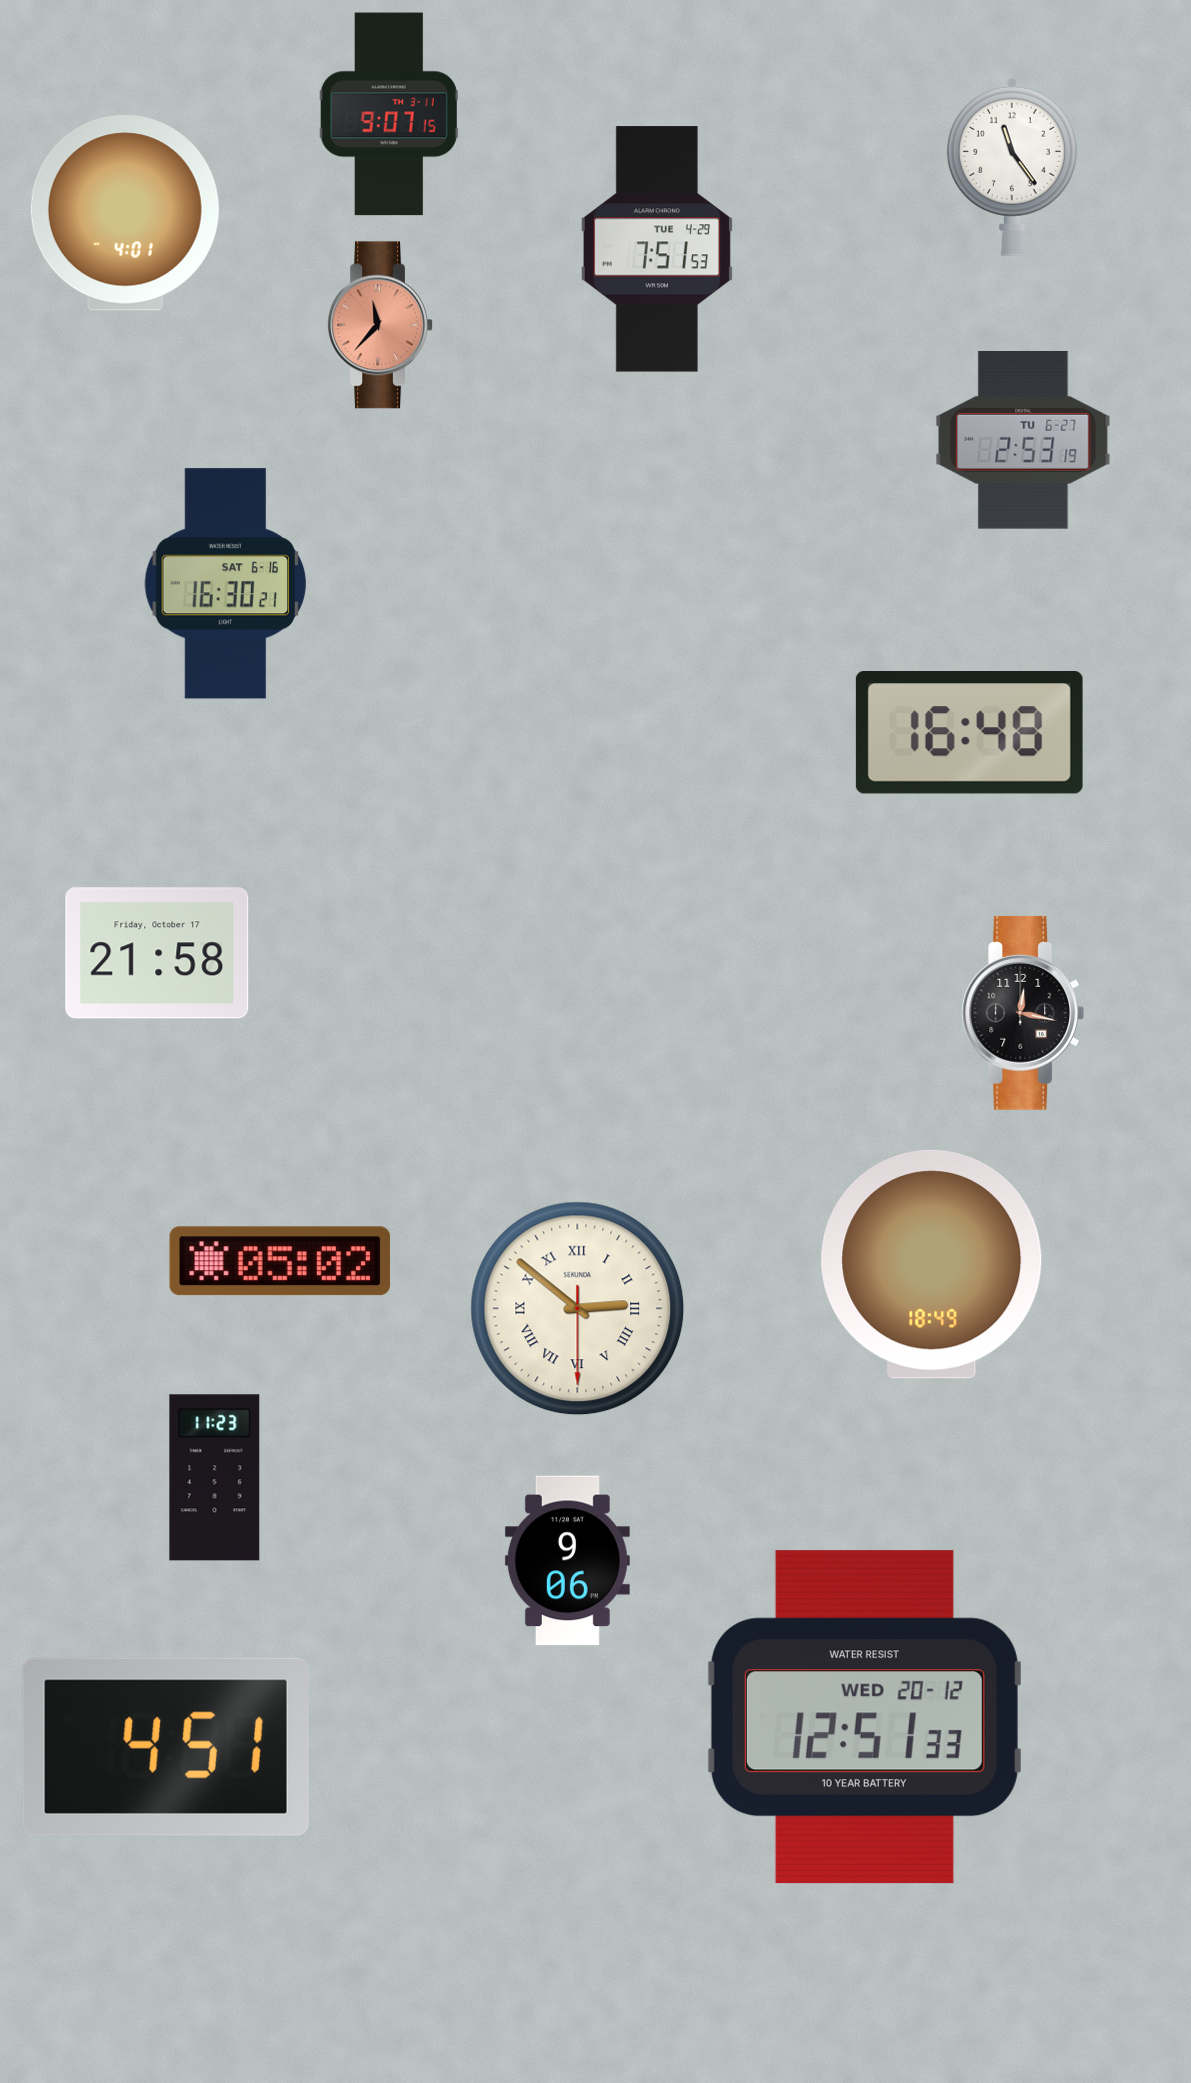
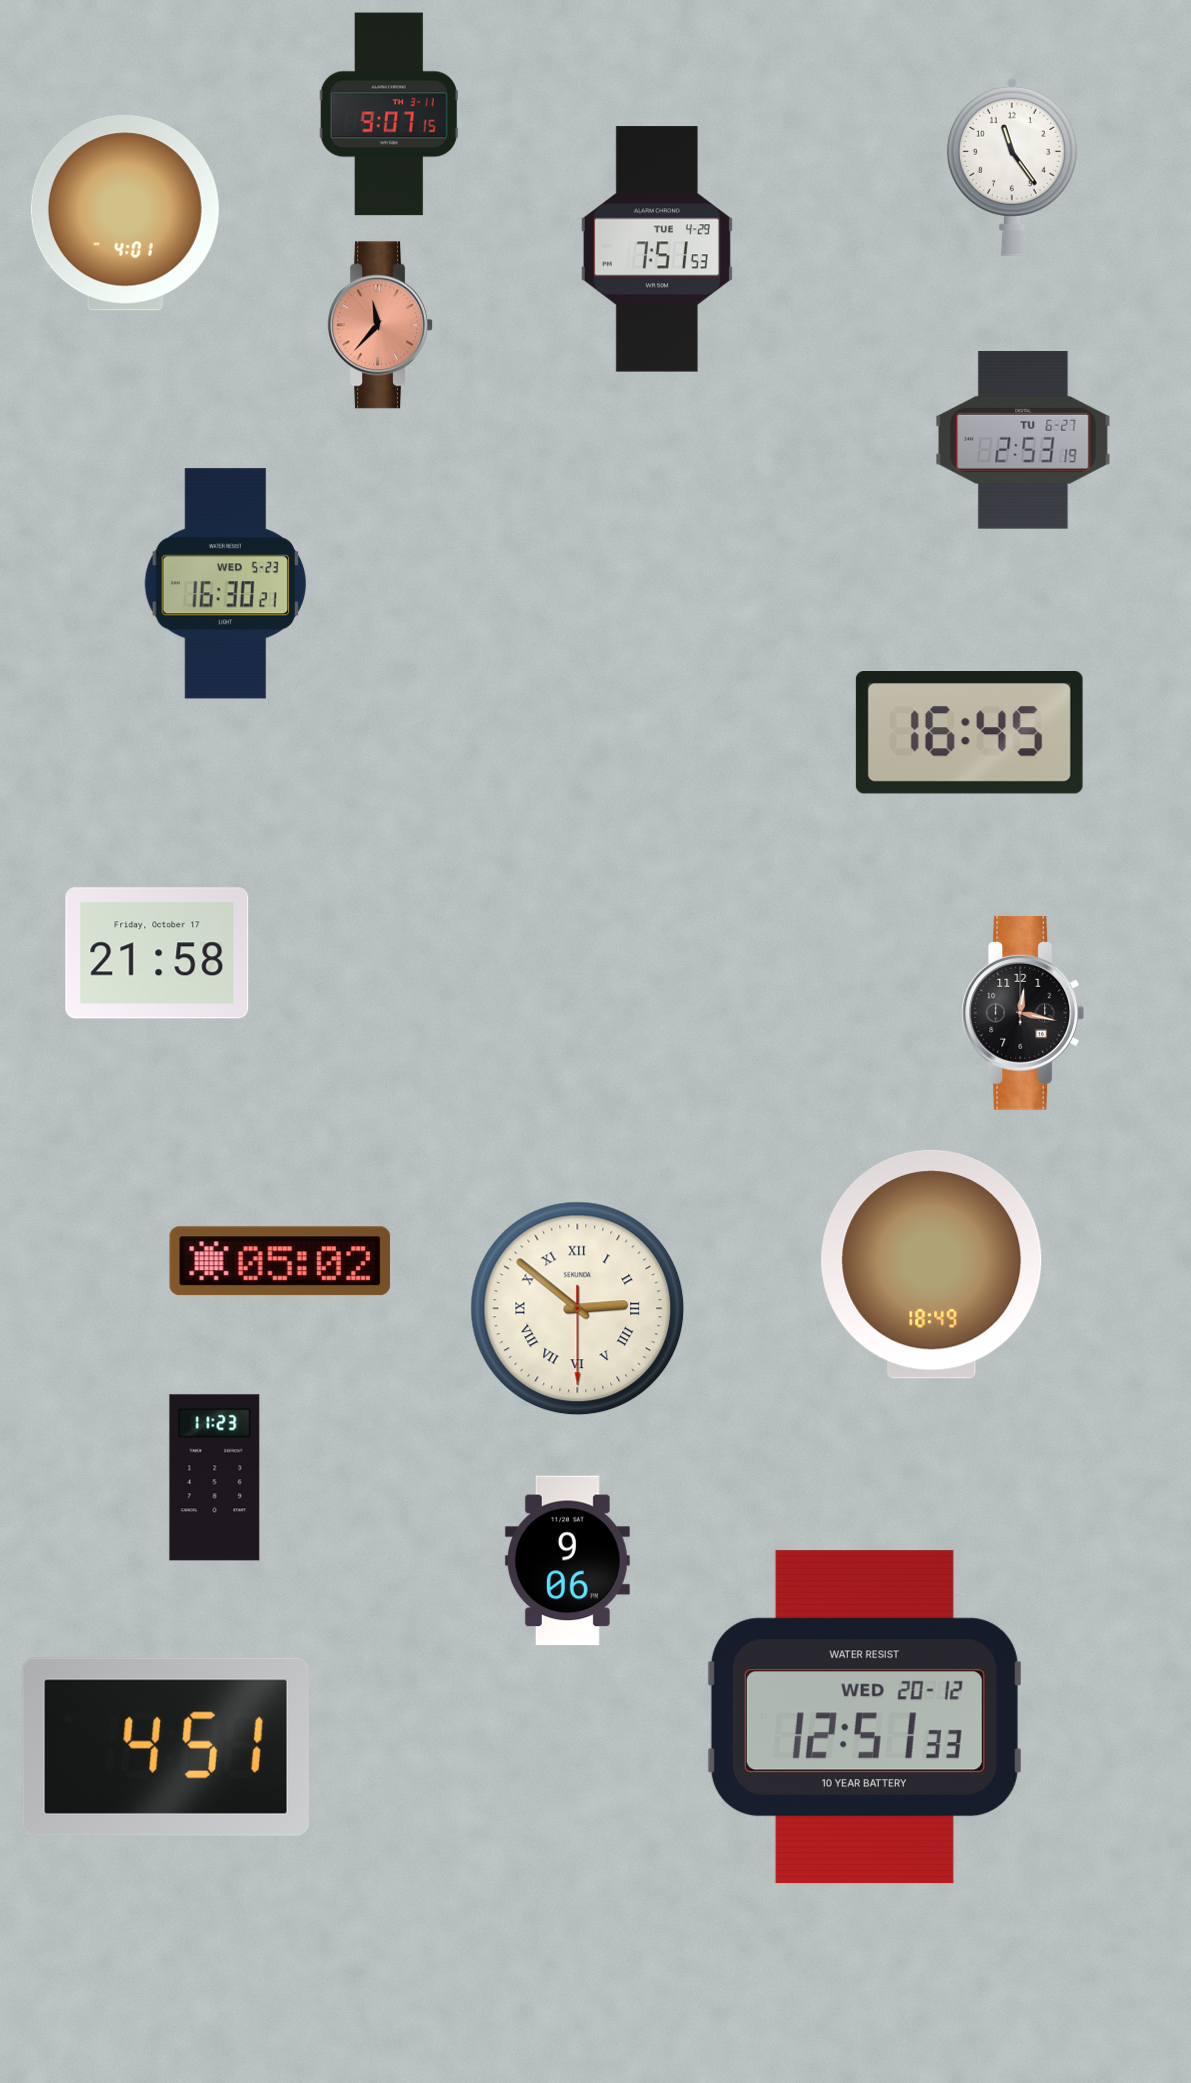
clock at (225, 584) date: SAT 6-16 -> WED 5-23
clock at (969, 732): 16:48 -> 16:45
